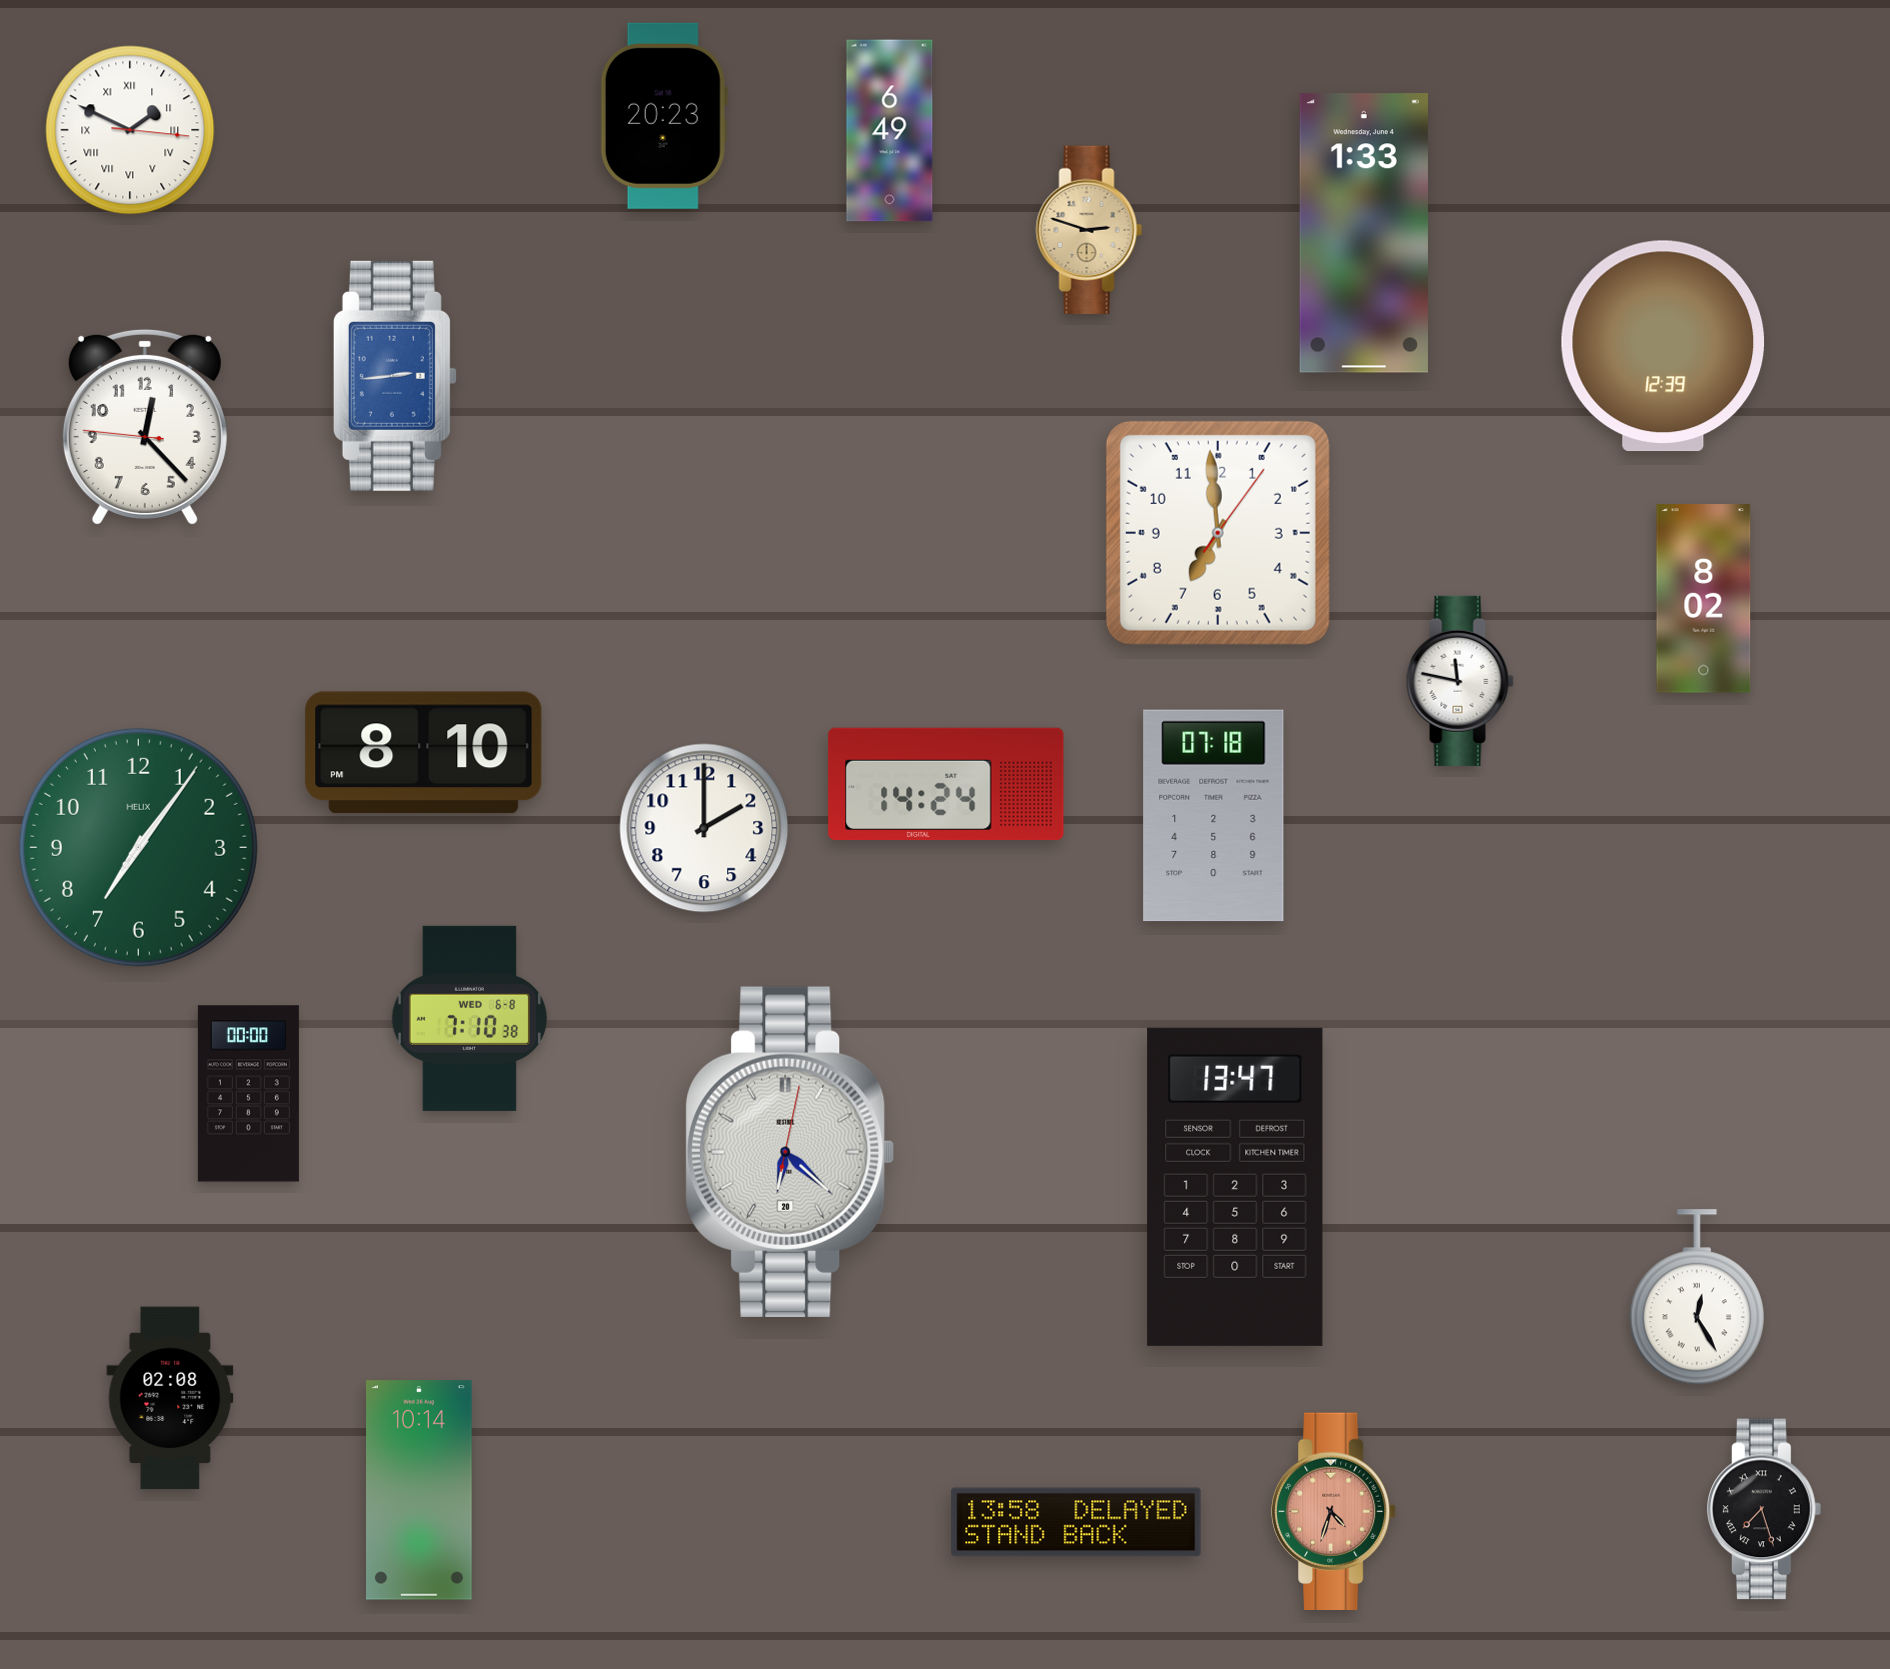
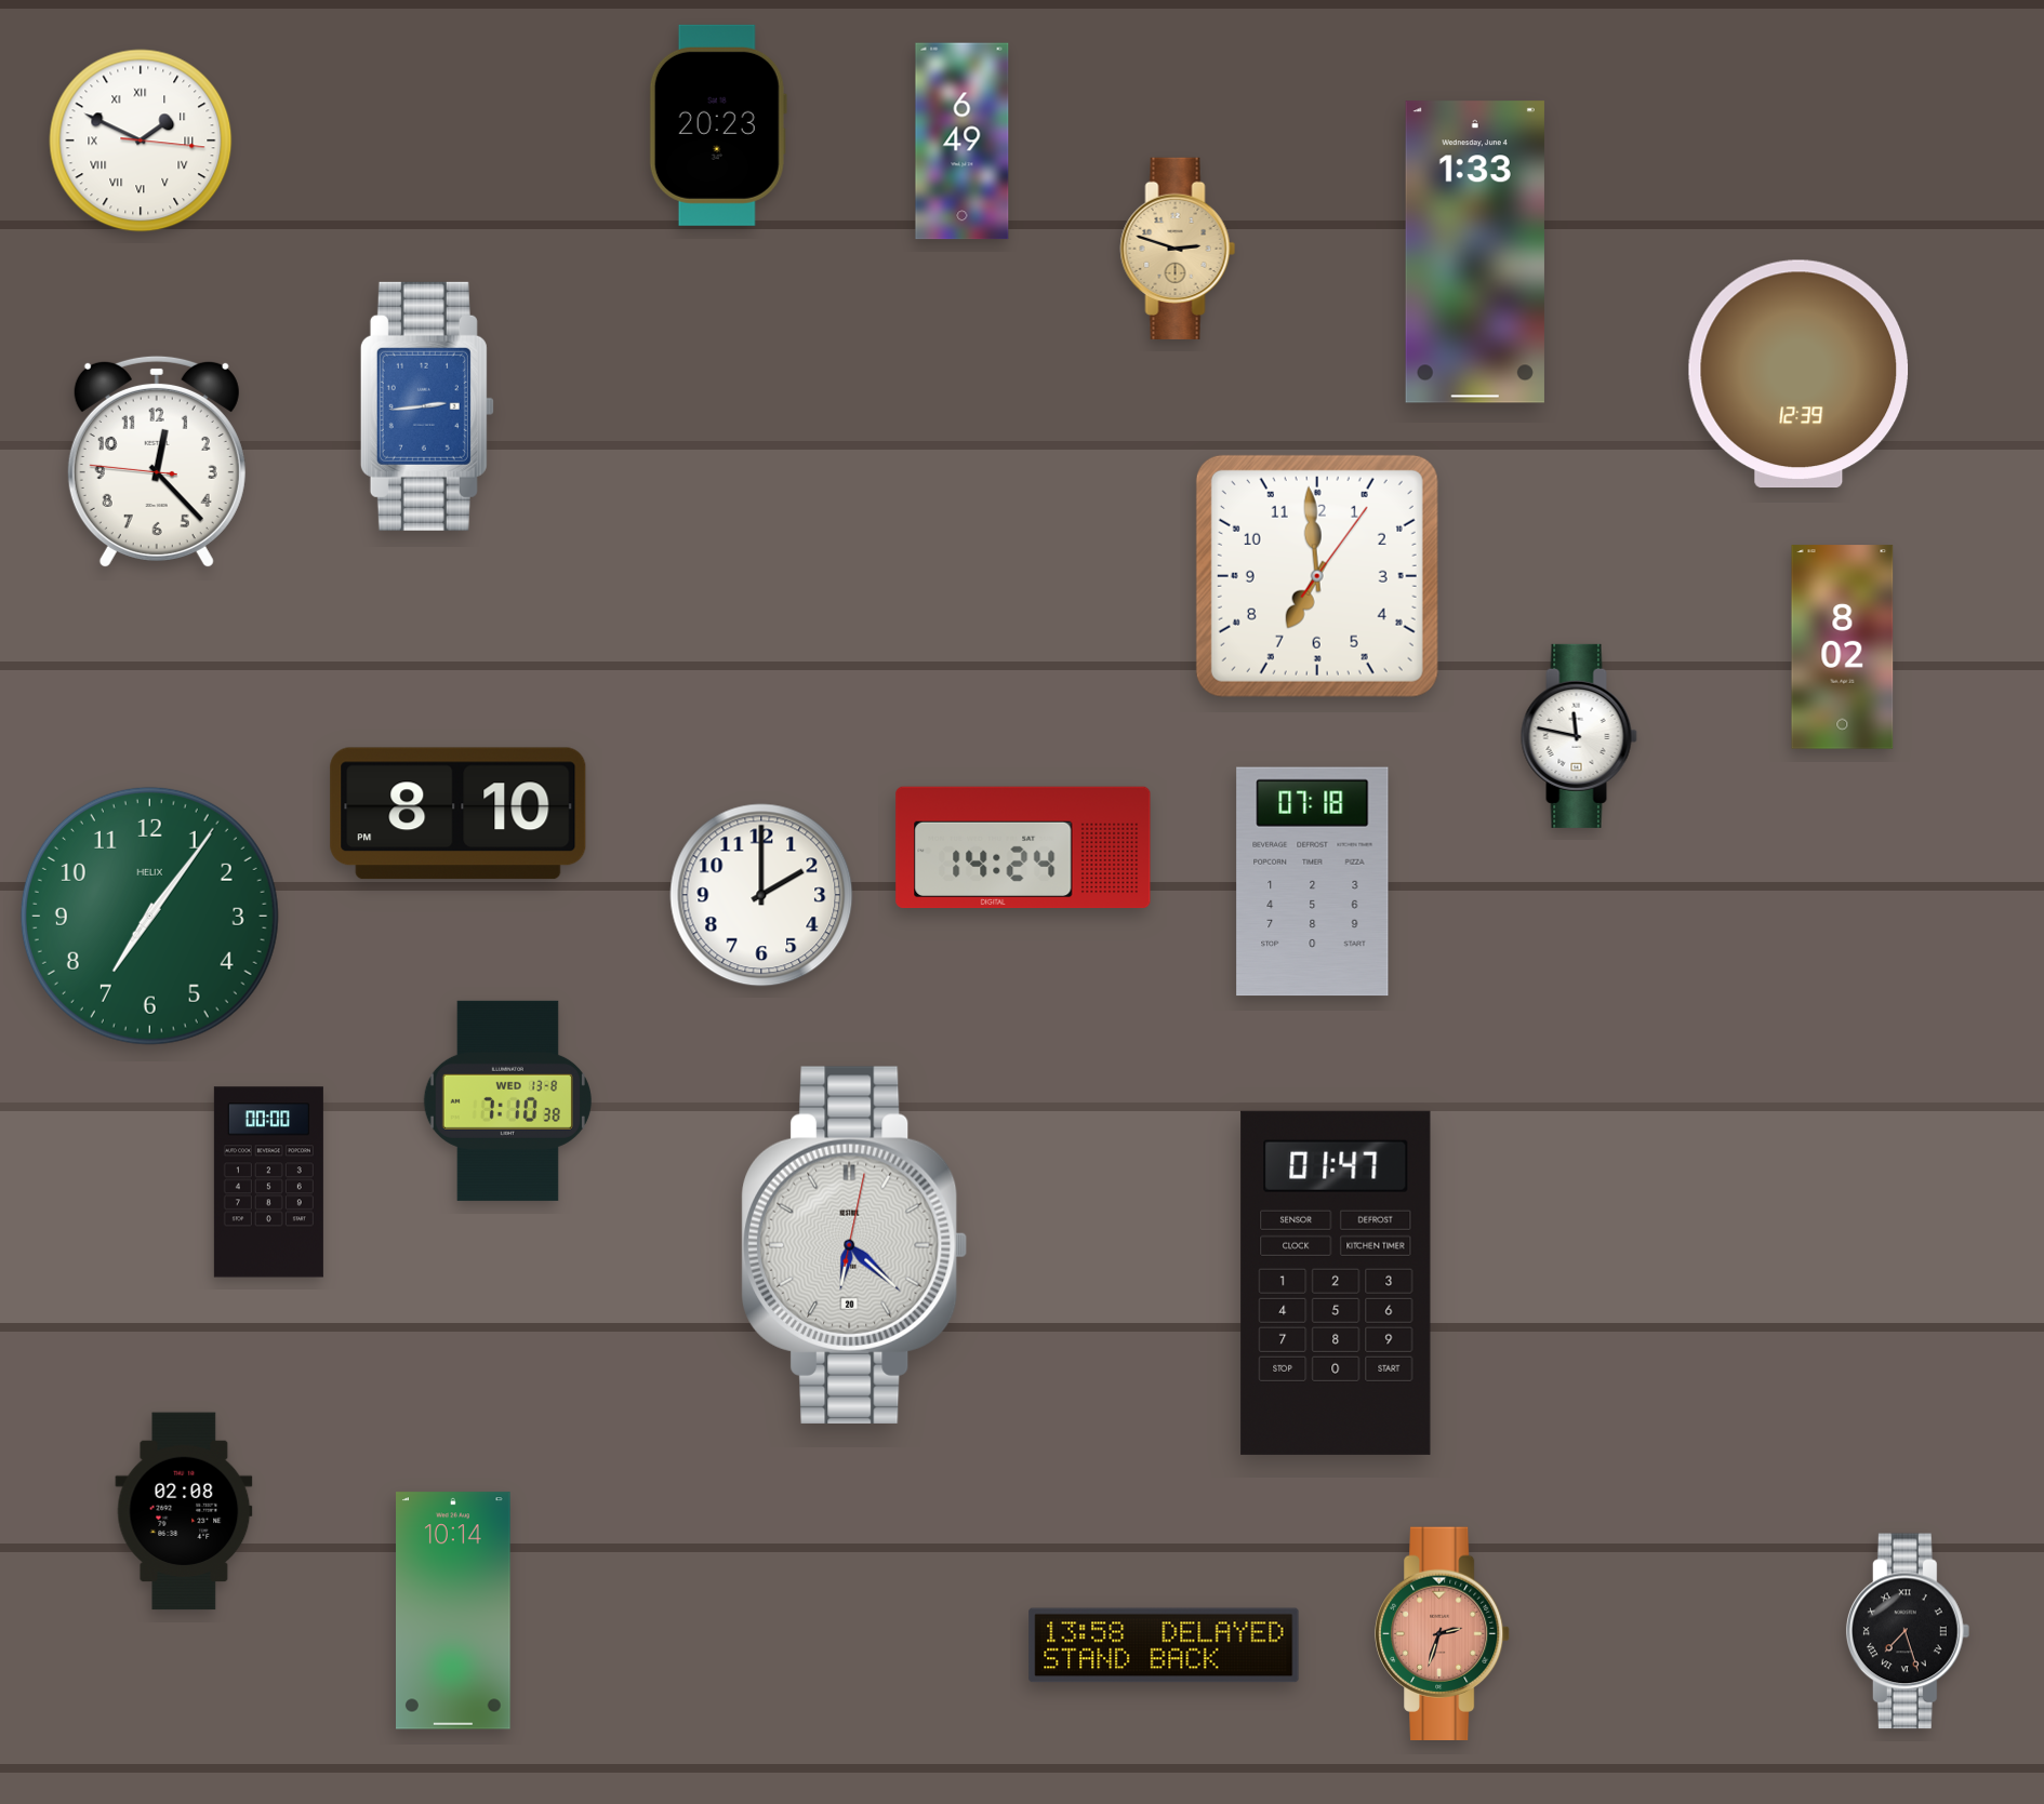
clock at (469, 1018) date: WED 6-8 -> WED 13-8
clock at (1235, 1187): 13:47 -> 01:47
clock at (1697, 1298): 12:25 -> none
clock at (1335, 1511): 4:33 -> 2:33
